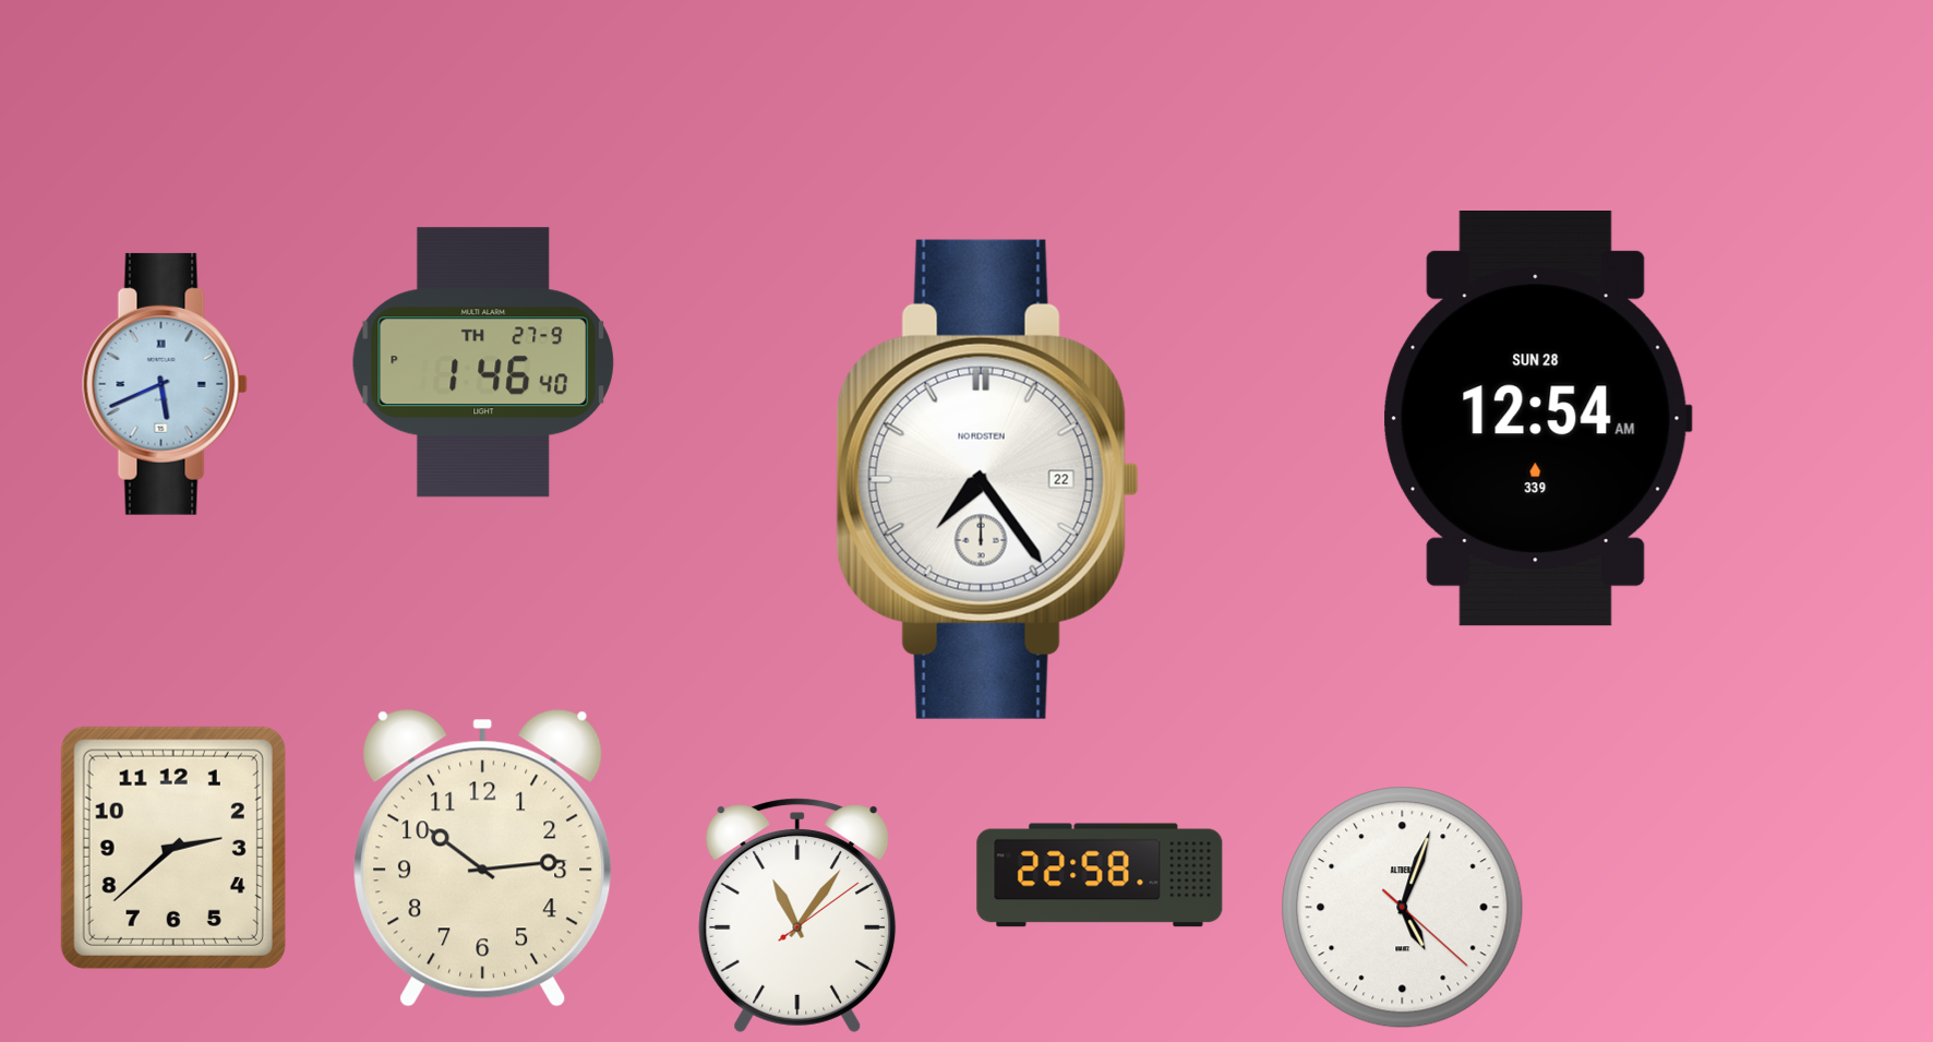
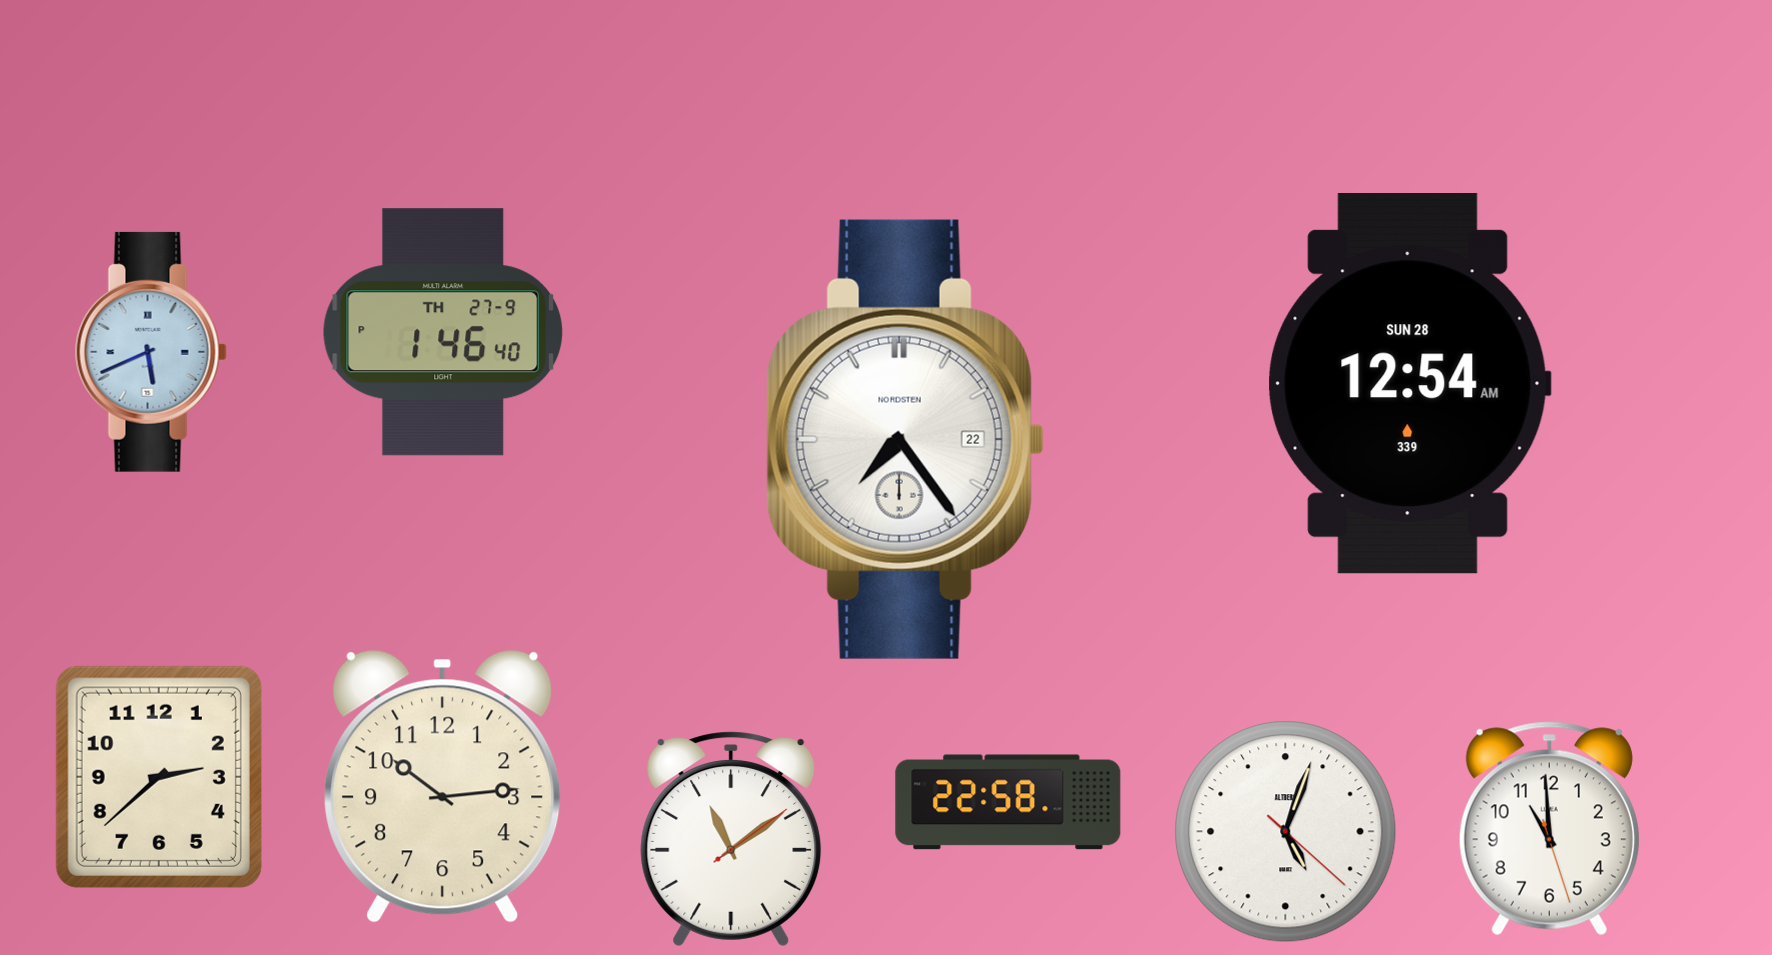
clock at (1549, 829): none -> 10:59
clock at (797, 915): 11:06 -> 11:09
